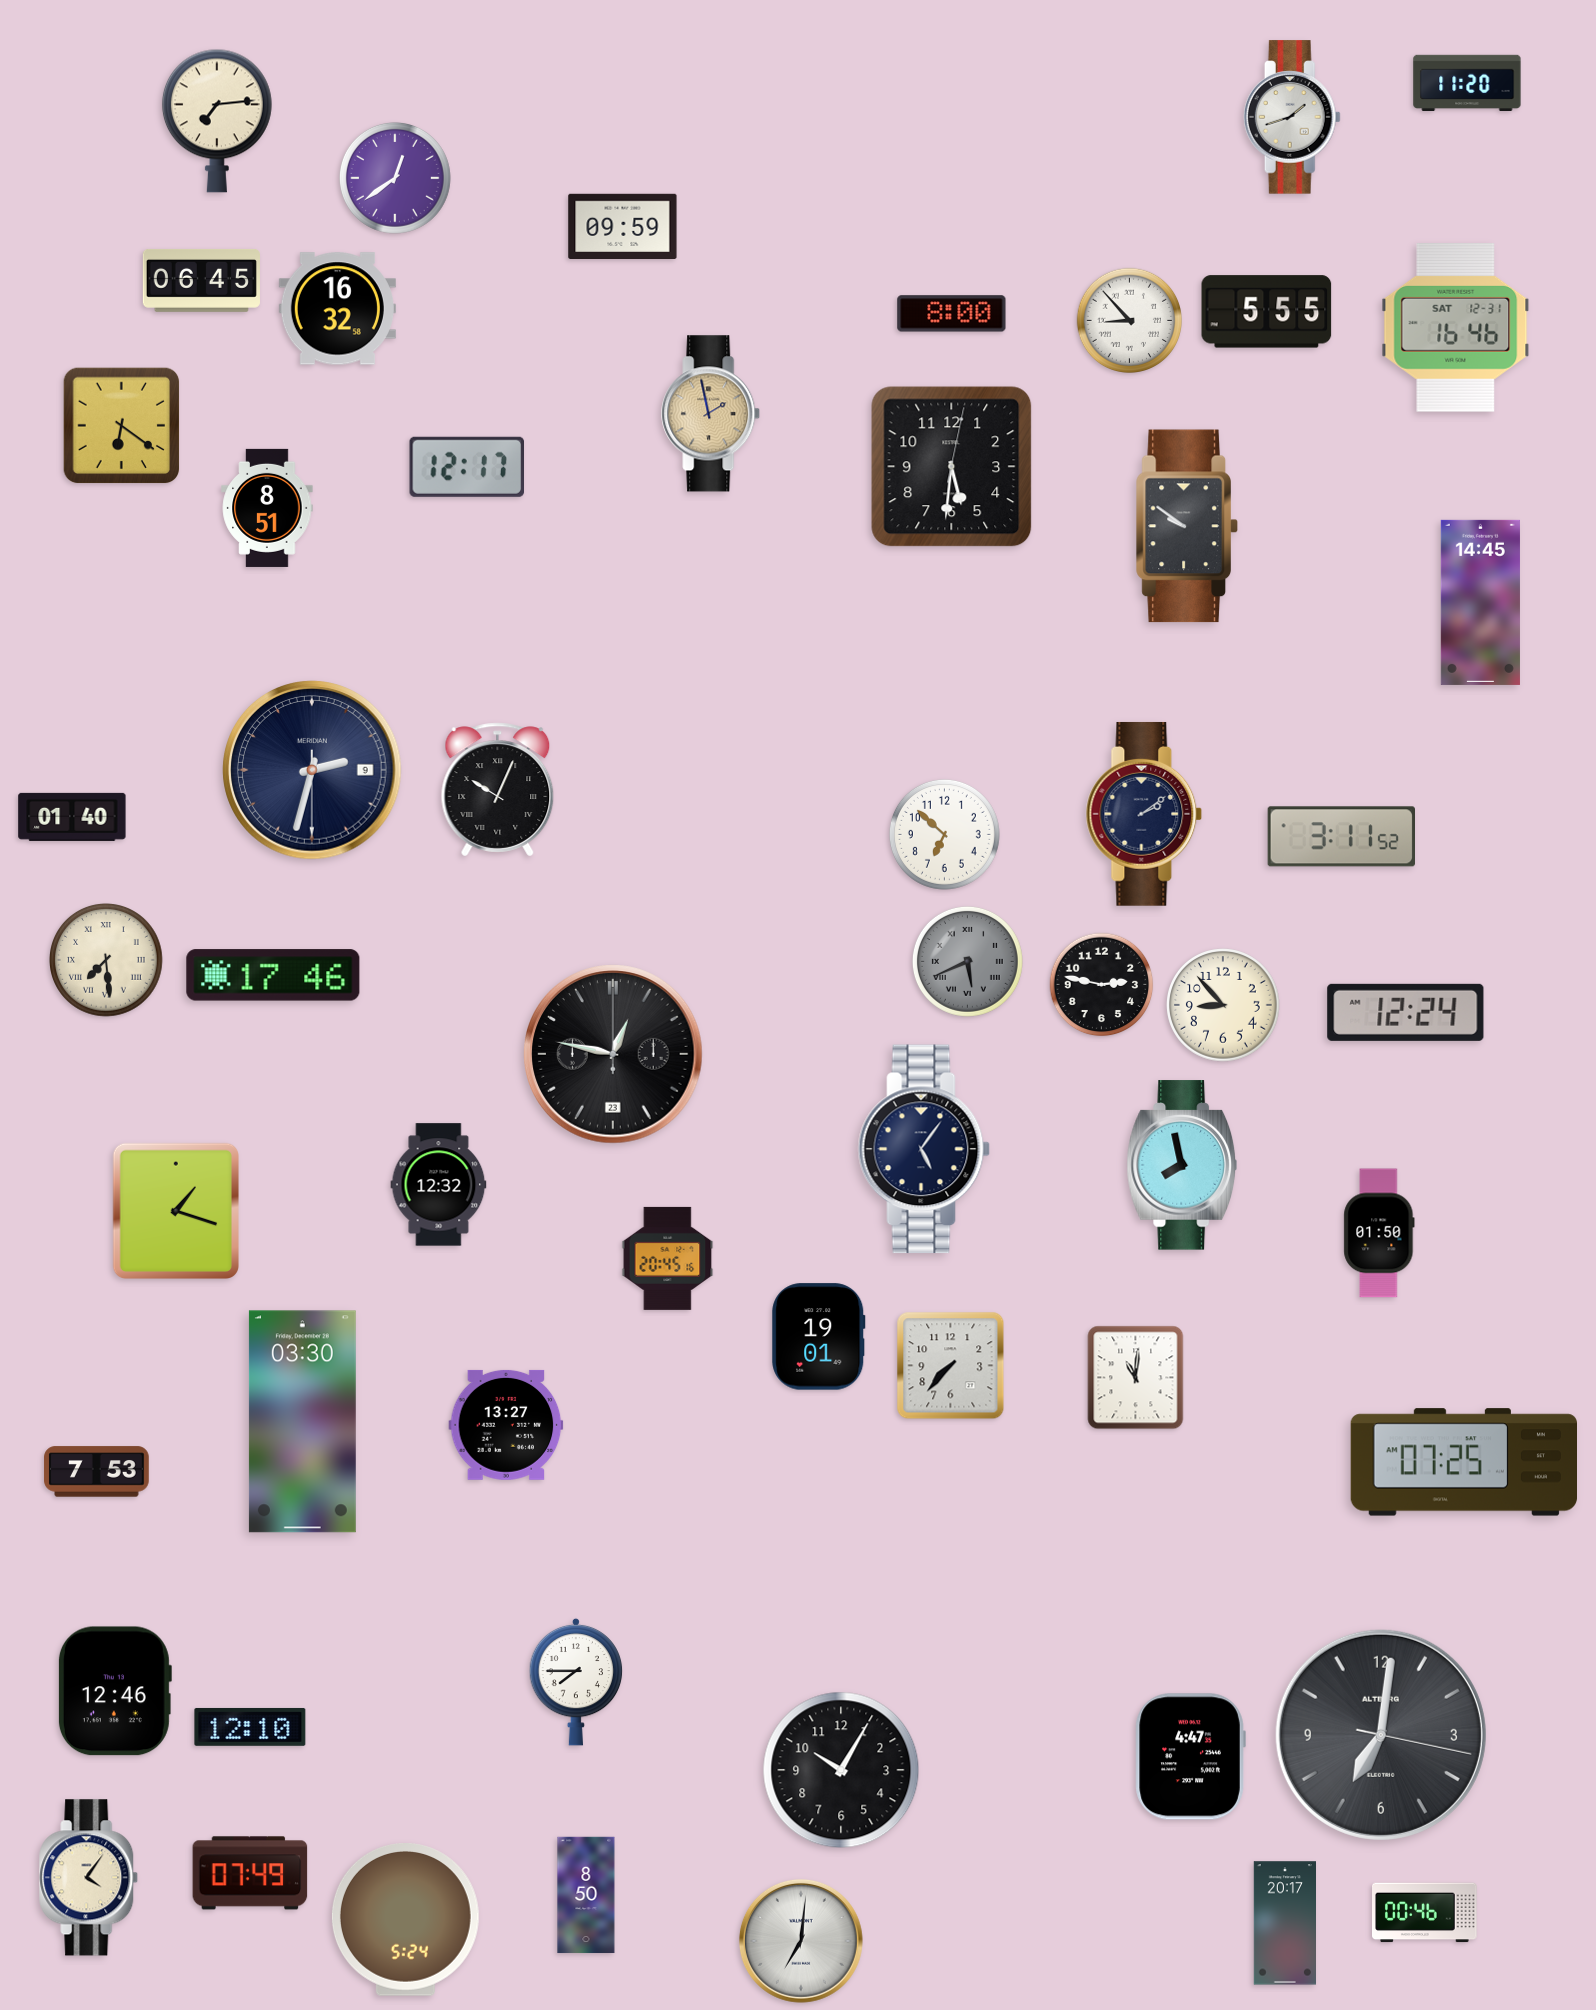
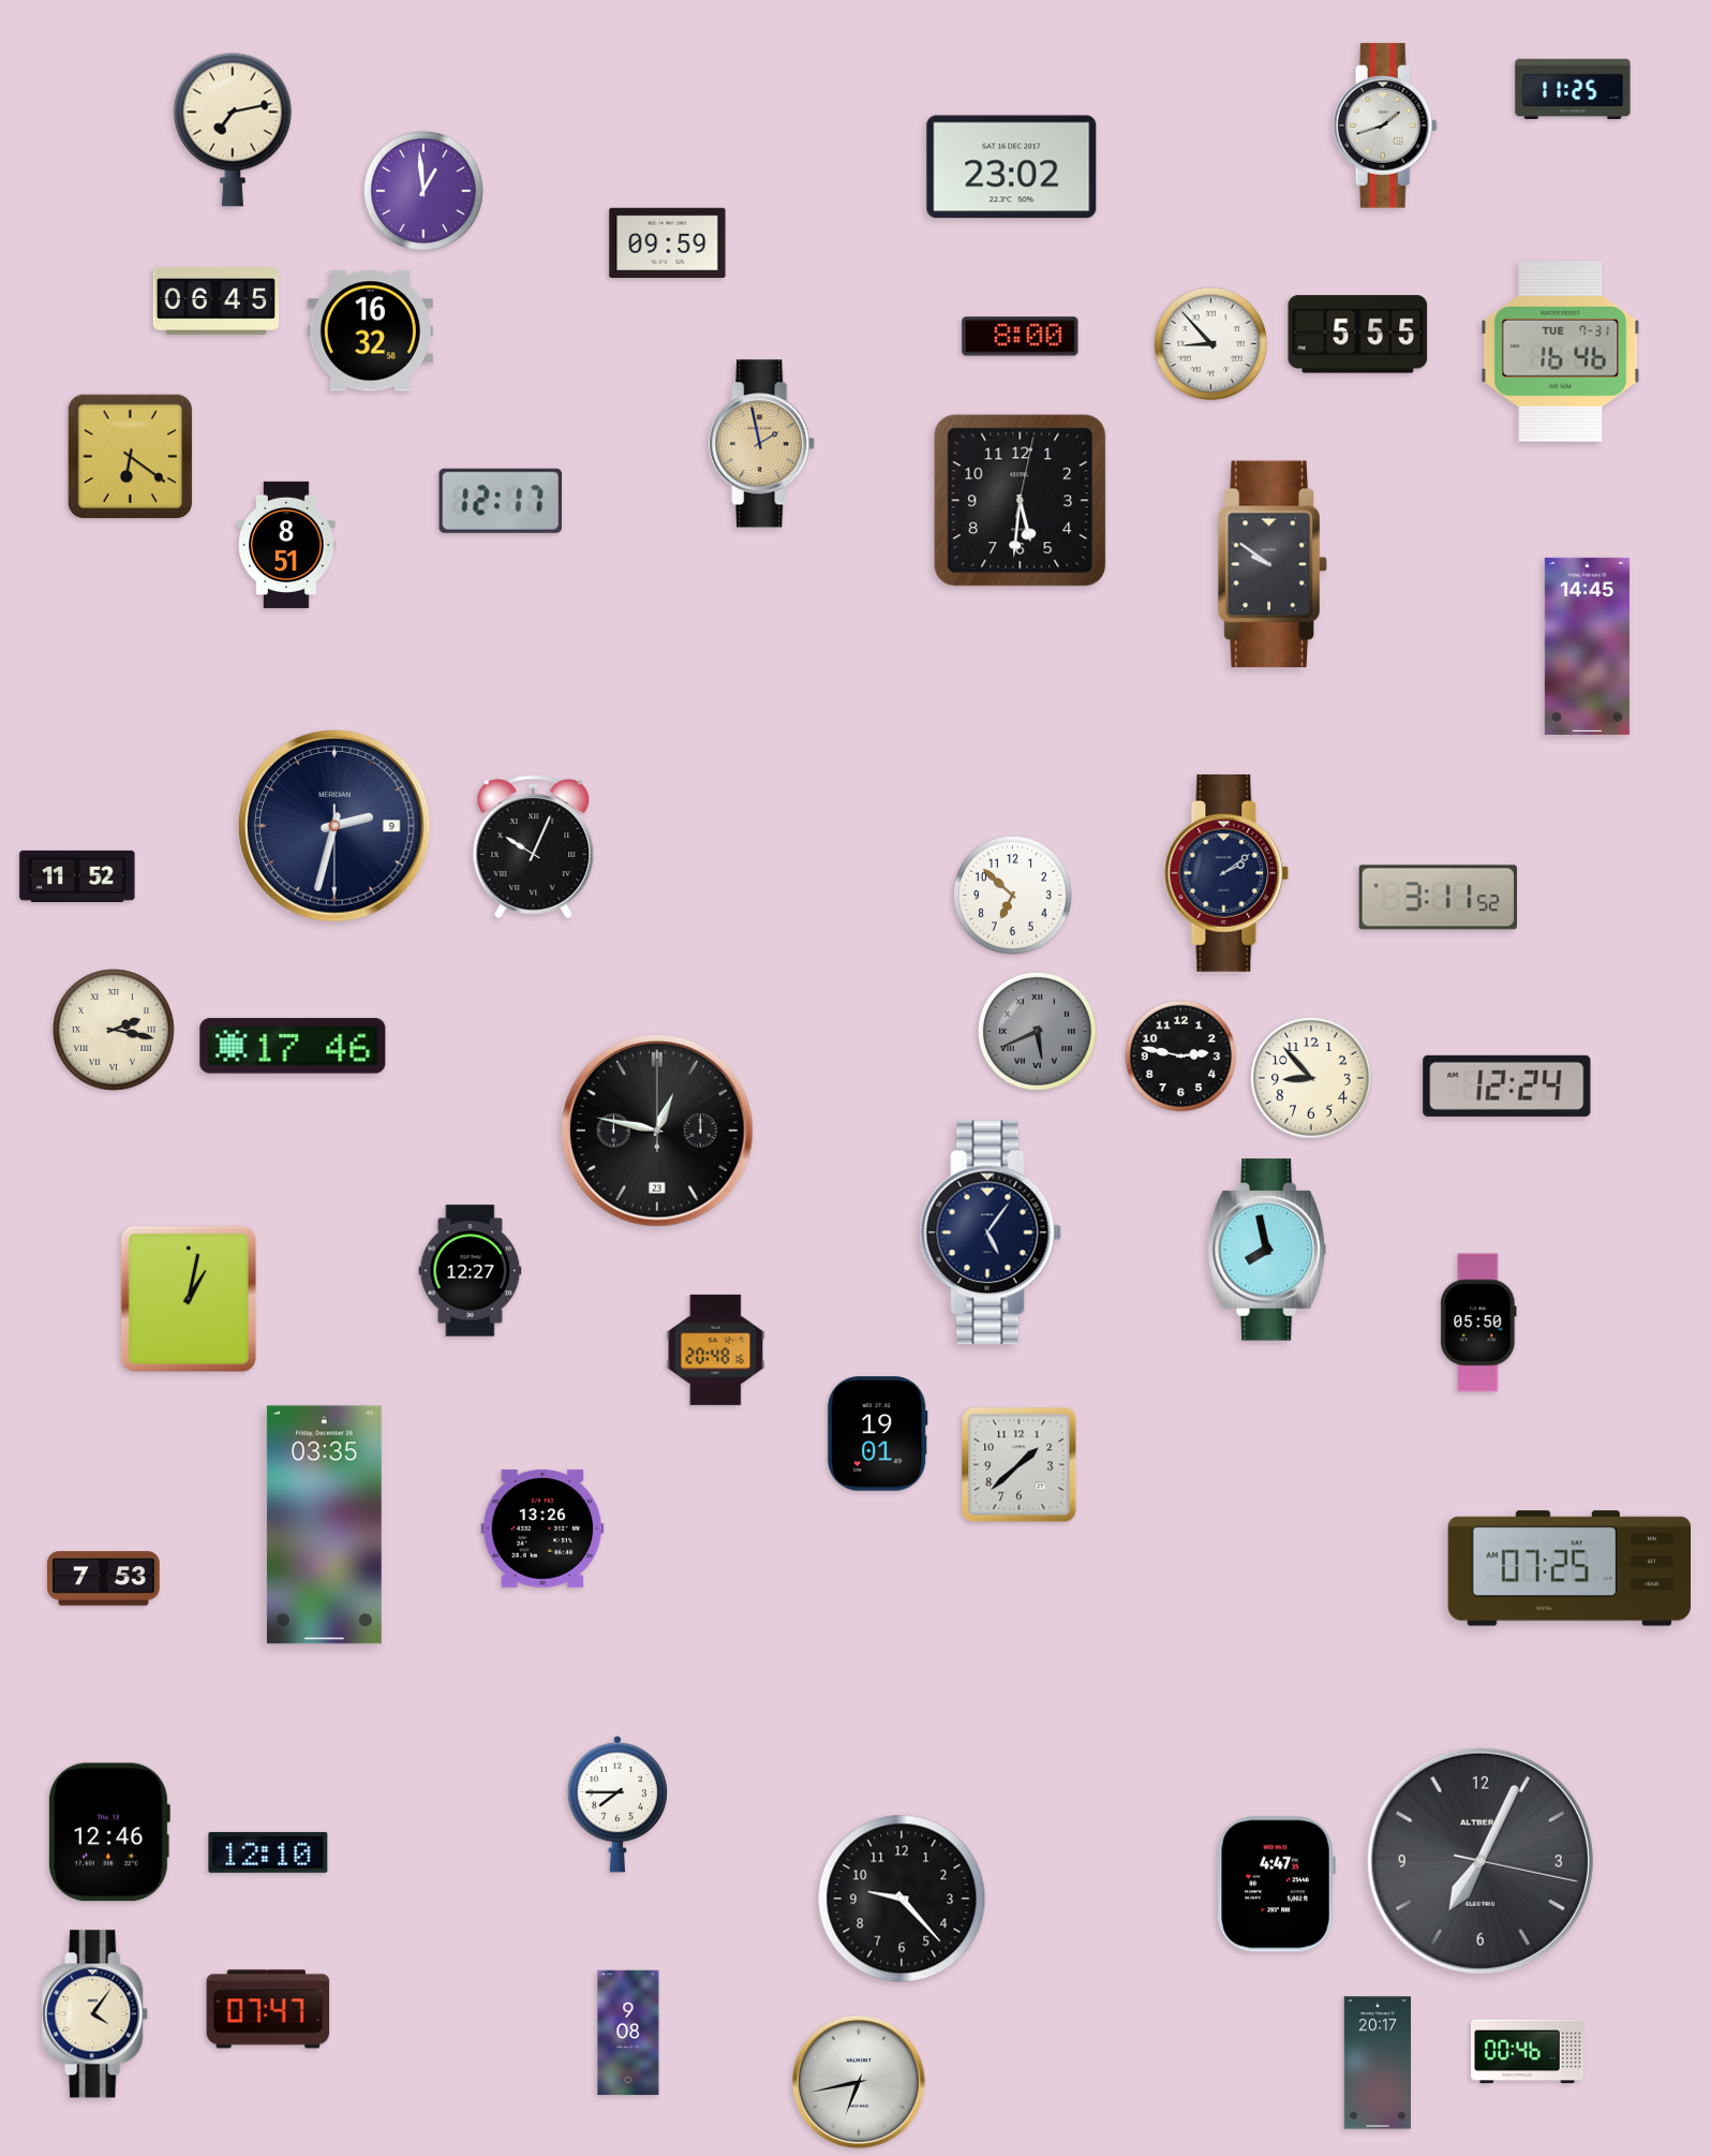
clock at (1467, 82): 11:20 -> 11:25
clock at (217, 121): 7:14 -> 7:13
clock at (1012, 167): none -> 23:02
clock at (395, 178): 12:39 -> 12:59
clock at (337, 309) position: (337, 309) -> (370, 331)
clock at (1456, 328) date: SAT 12-31 -> TUE 7-31
clock at (72, 817): 01:40 -> 11:52
clock at (107, 961): 7:29 -> 2:17
clock at (439, 1185): 12:32 -> 12:27
clock at (176, 1210): 1:18 -> 1:02
clock at (1379, 1233): 01:50 -> 05:50
clock at (668, 1258): 20:45 -> 20:48
clock at (951, 1366): 7:37 -> 1:38
clock at (1136, 1378): 11:01 -> none
clock at (302, 1422): 03:30 -> 03:35
clock at (506, 1425): 13:27 -> 13:26
clock at (114, 1691) position: (114, 1691) -> (108, 1832)
clock at (1381, 1735): 7:01 -> 7:04
clock at (841, 1770): 10:05 -> 9:23
clock at (250, 1873): 07:49 -> 07:47
clock at (586, 1895): 8:50 -> 9:08
clock at (405, 1920): 5:24 -> none
clock at (801, 1941): 7:01 -> 6:43
